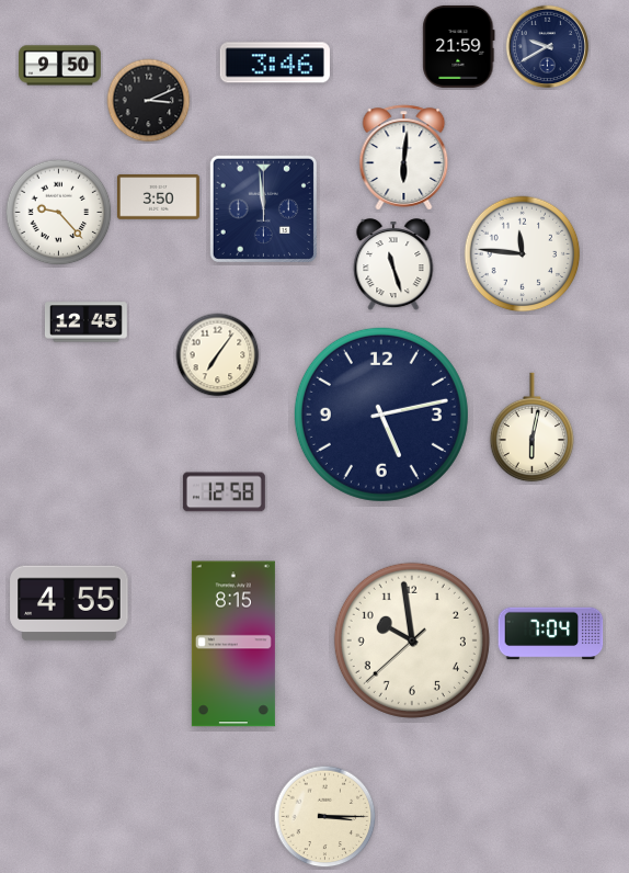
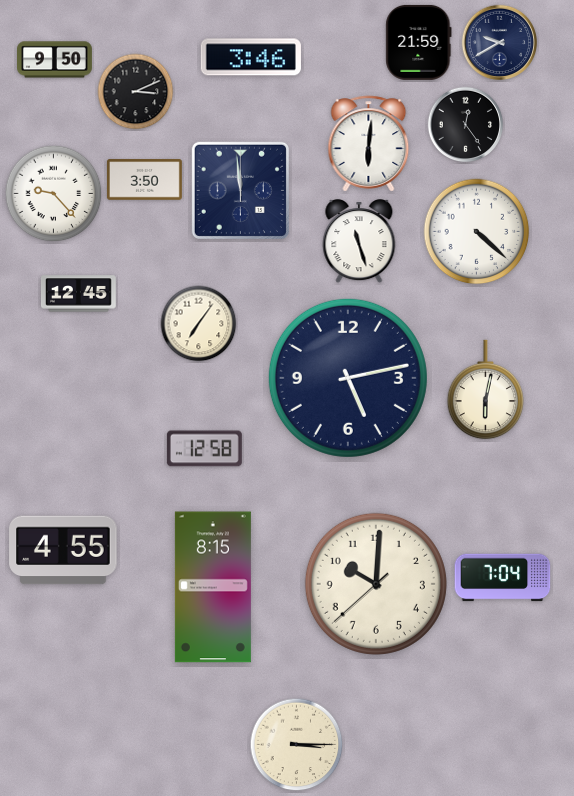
clock at (466, 125): none -> 12:24
clock at (523, 254): 11:46 -> 4:22
clock at (412, 640): 9:58 -> 10:00
